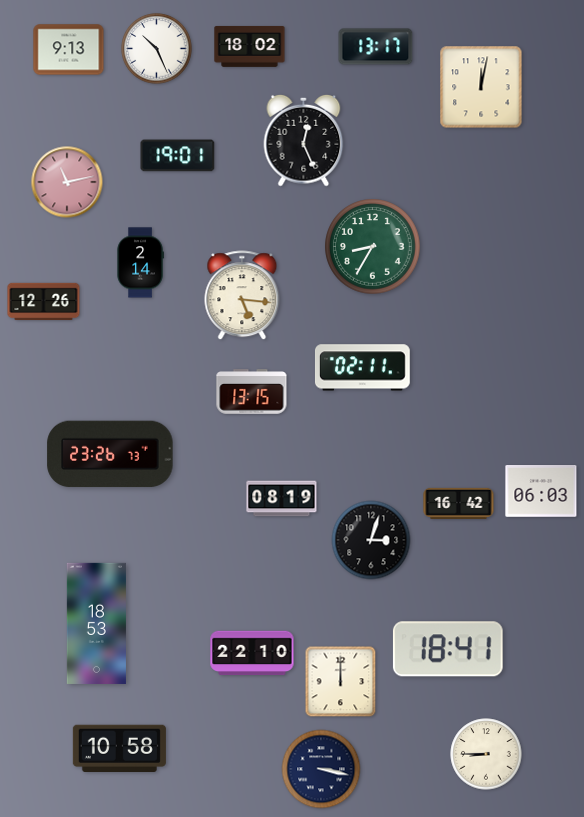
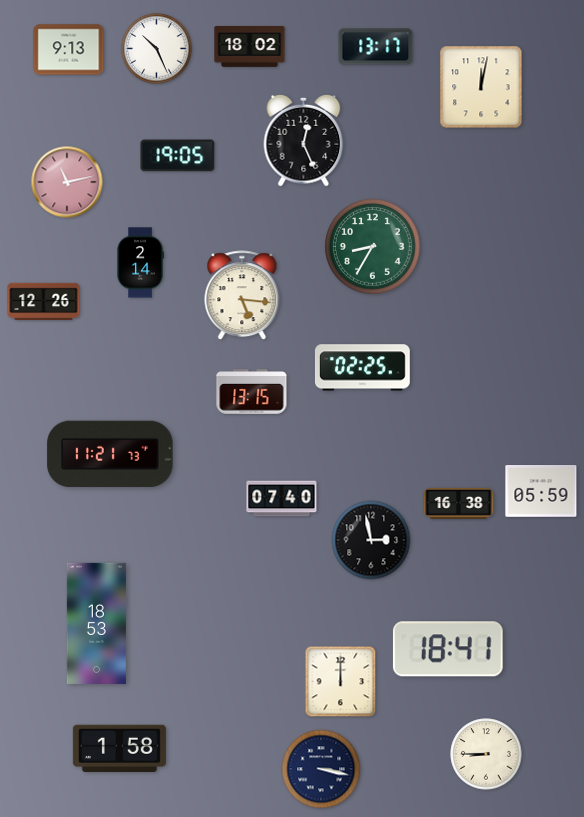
clock at (178, 156): 19:01 -> 19:05
clock at (362, 368): 02:11 -> 02:25
clock at (110, 454): 23:26 -> 11:21
clock at (541, 492): 06:03 -> 05:59
clock at (282, 499): 08:19 -> 07:40
clock at (459, 503): 16:42 -> 16:38
clock at (371, 540): 3:03 -> 2:58
clock at (252, 653): 22:10 -> none
clock at (119, 749): 10:58 -> 1:58
